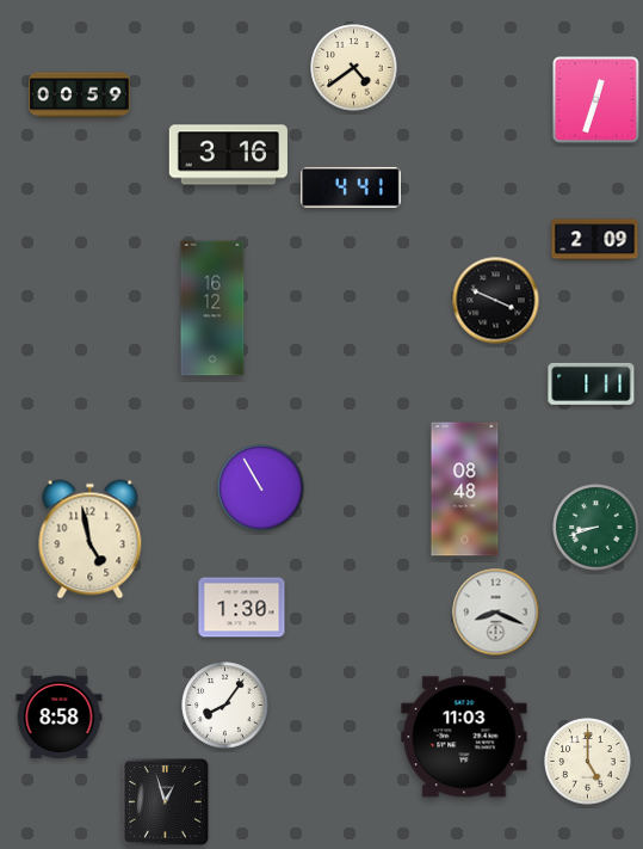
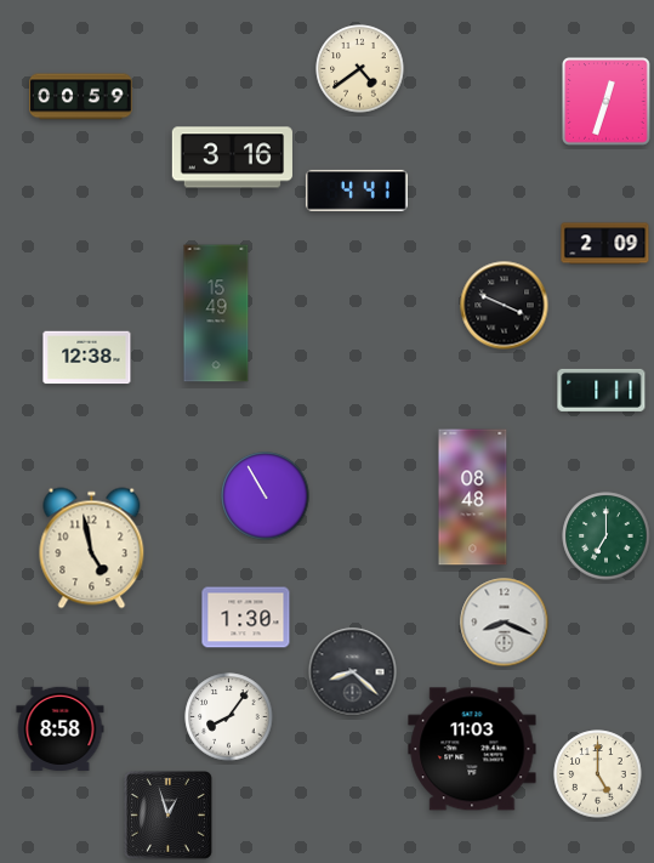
clock at (212, 308): 16:12 -> 15:49
clock at (87, 358): none -> 12:38
clock at (596, 528): 8:42 -> 7:00
clock at (353, 672): none -> 8:22
